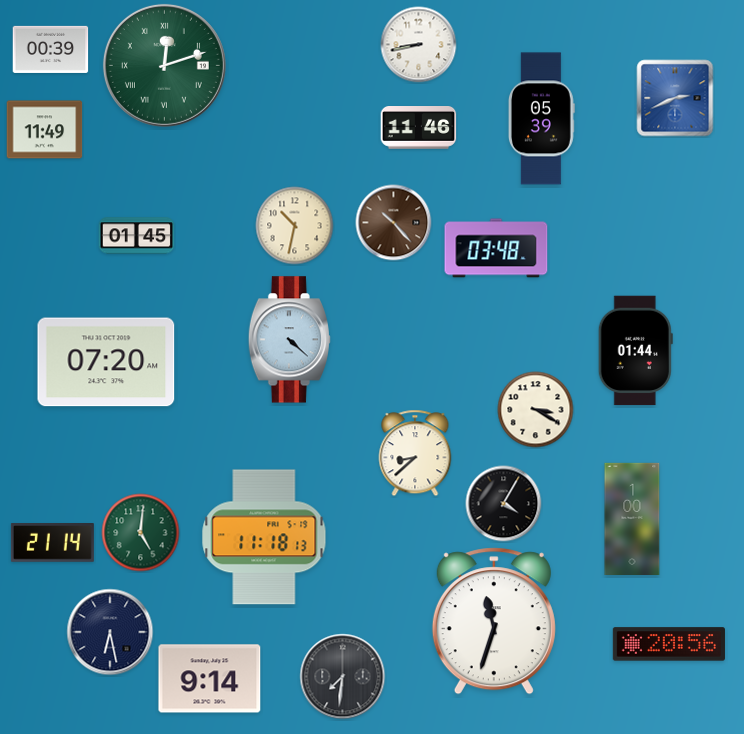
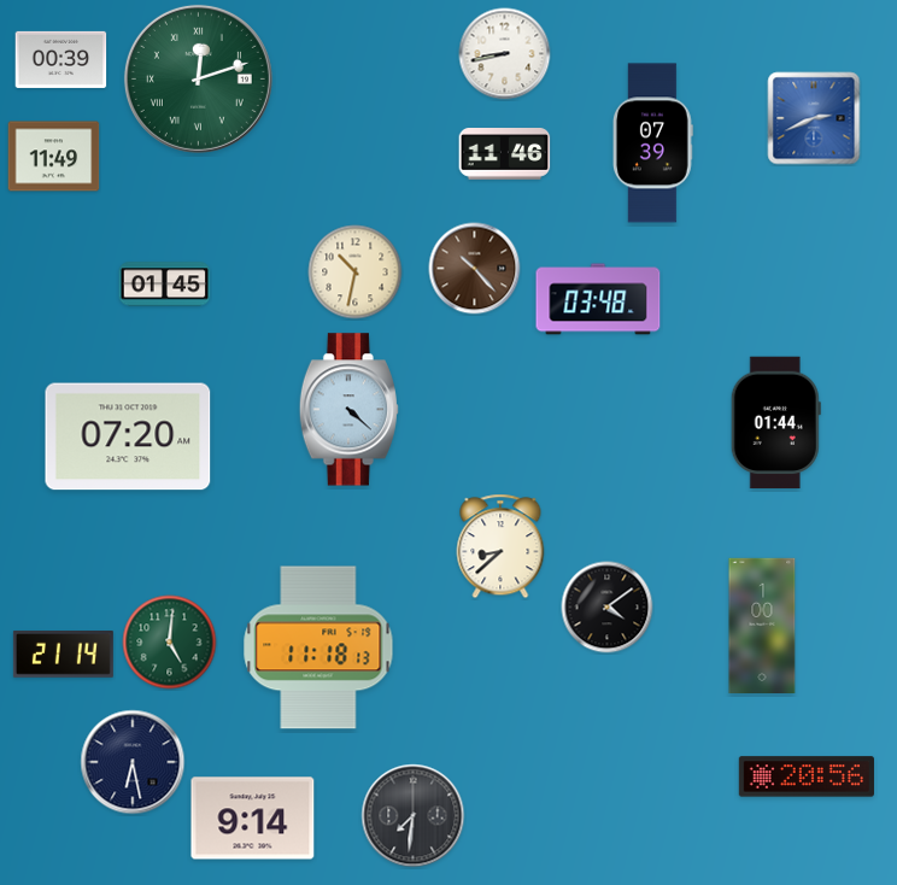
clock at (541, 119): 05:39 -> 07:39
clock at (635, 351) position: (635, 351) -> (775, 423)
clock at (536, 410): 3:20 -> none
clock at (504, 504): 4:05 -> 4:09
clock at (494, 621): 11:33 -> none
